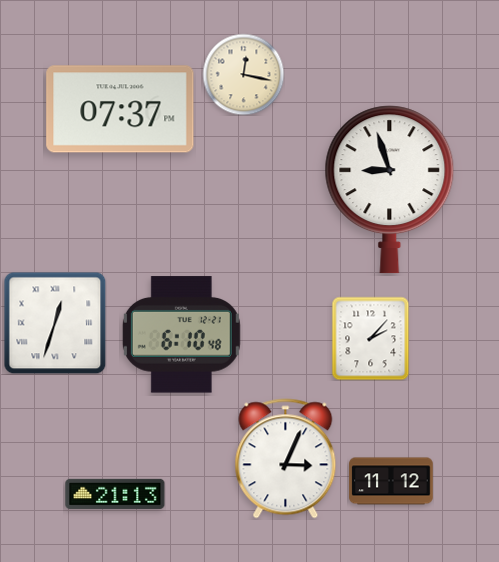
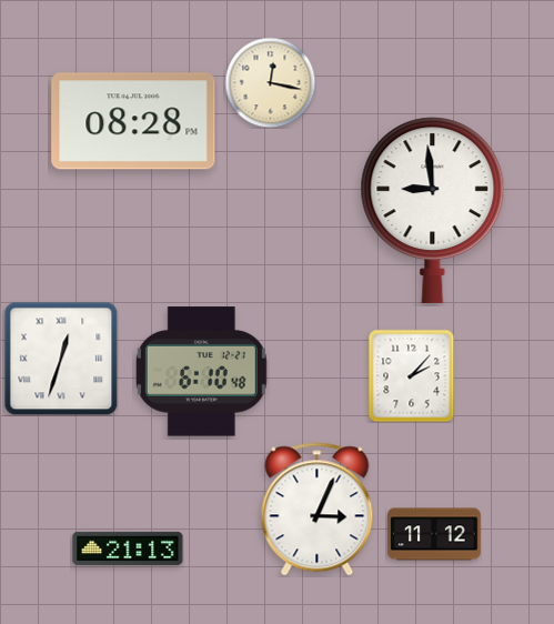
clock at (120, 109): 07:37 -> 08:28
clock at (390, 190): 8:57 -> 8:59
